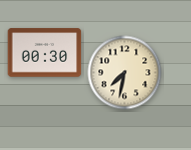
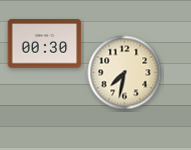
clock at (45, 53) position: (45, 53) -> (45, 44)
